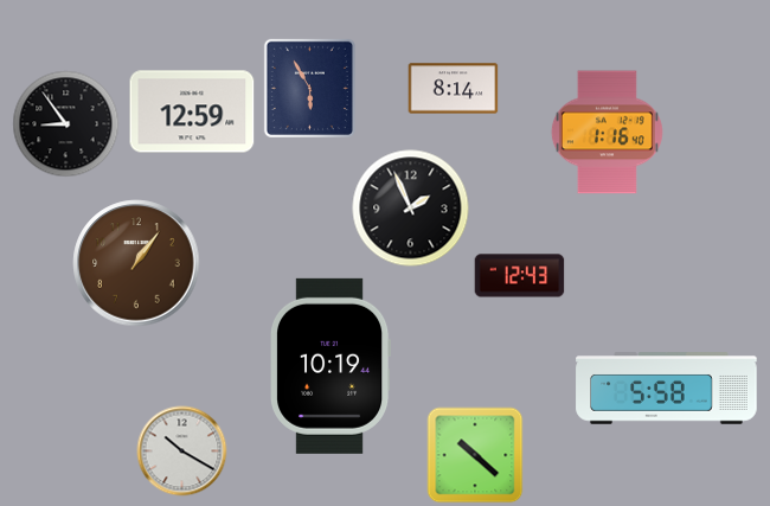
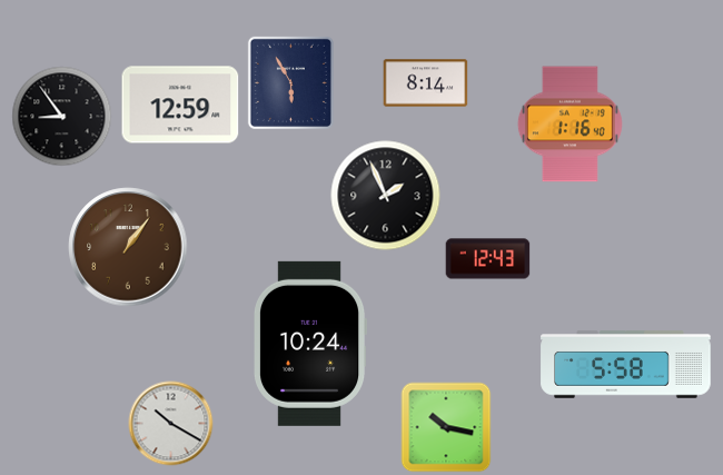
clock at (332, 366): 10:19 -> 10:24
clock at (475, 455): 10:22 -> 10:17
